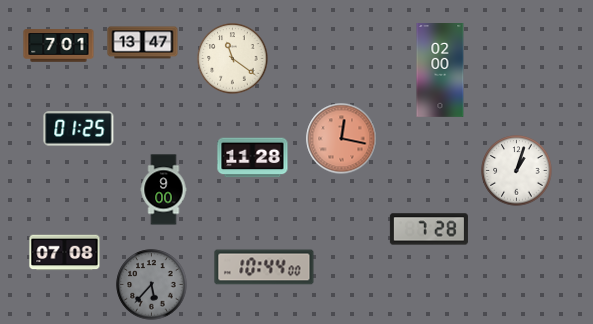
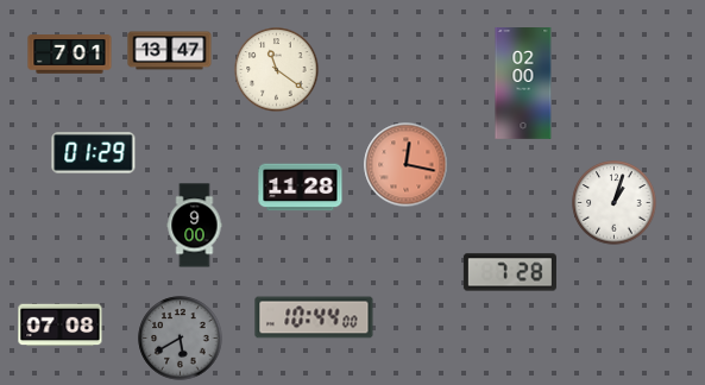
clock at (79, 129): 01:25 -> 01:29
clock at (65, 253) position: (65, 253) -> (61, 326)
clock at (152, 285): 5:37 -> 5:40
